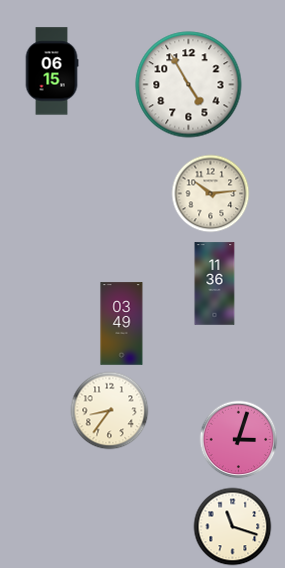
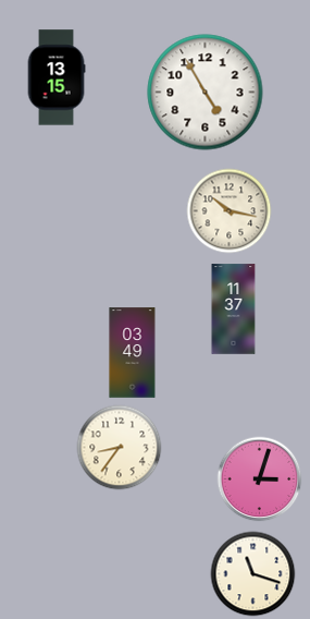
clock at (52, 71): 06:15 -> 13:15
clock at (210, 193): 10:14 -> 10:17
clock at (215, 284): 11:36 -> 11:37
